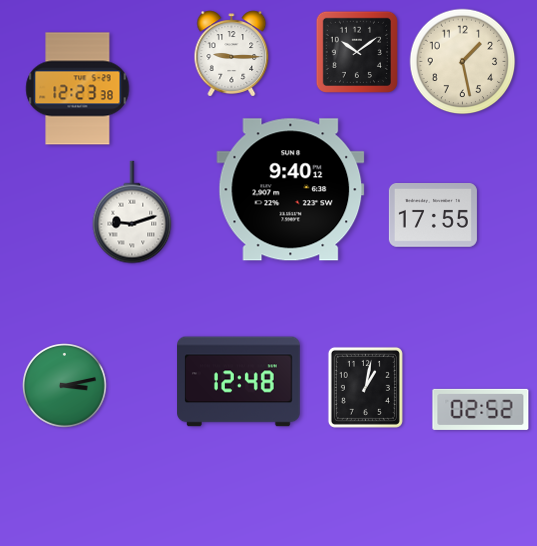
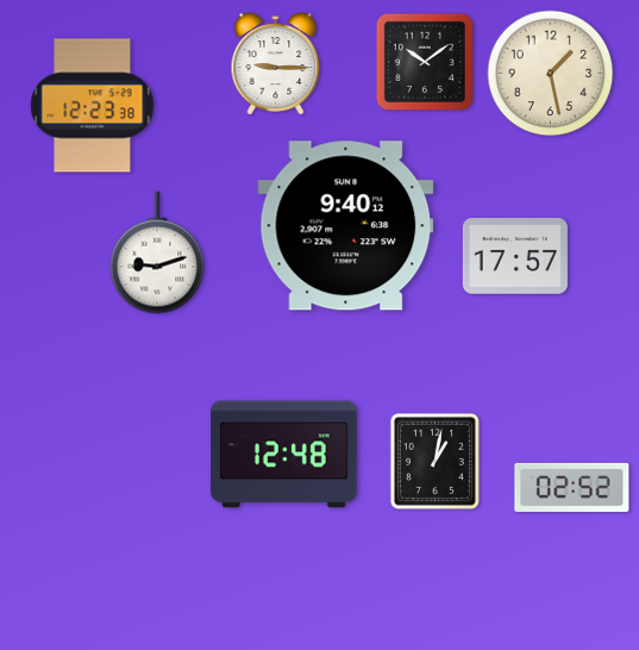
clock at (433, 216): 17:55 -> 17:57
clock at (65, 386): 3:13 -> none
